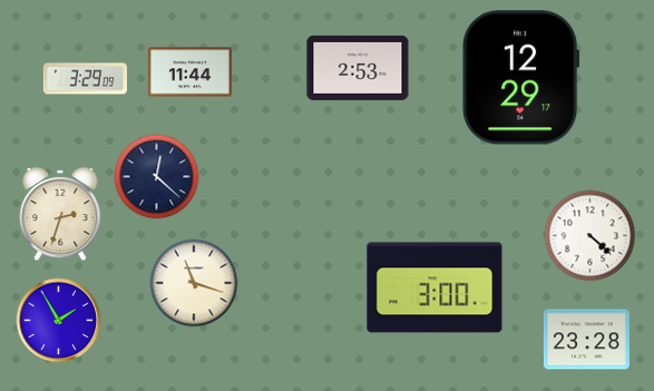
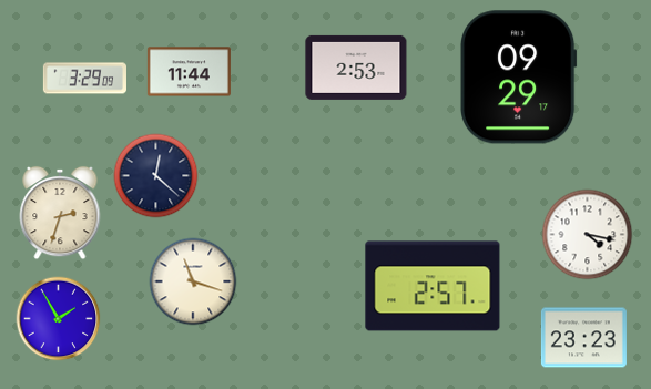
clock at (521, 78): 12:29 -> 09:29
clock at (590, 236): 4:22 -> 4:17
clock at (435, 287): 3:00 -> 2:57
clock at (586, 340): 23:28 -> 23:23
